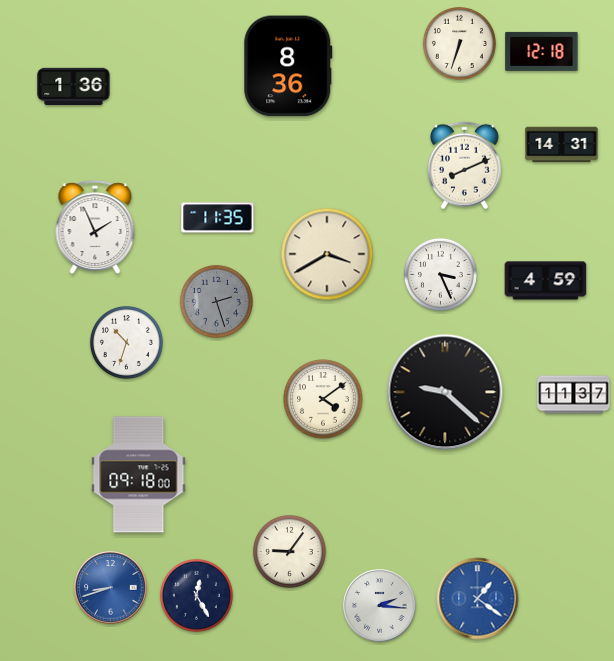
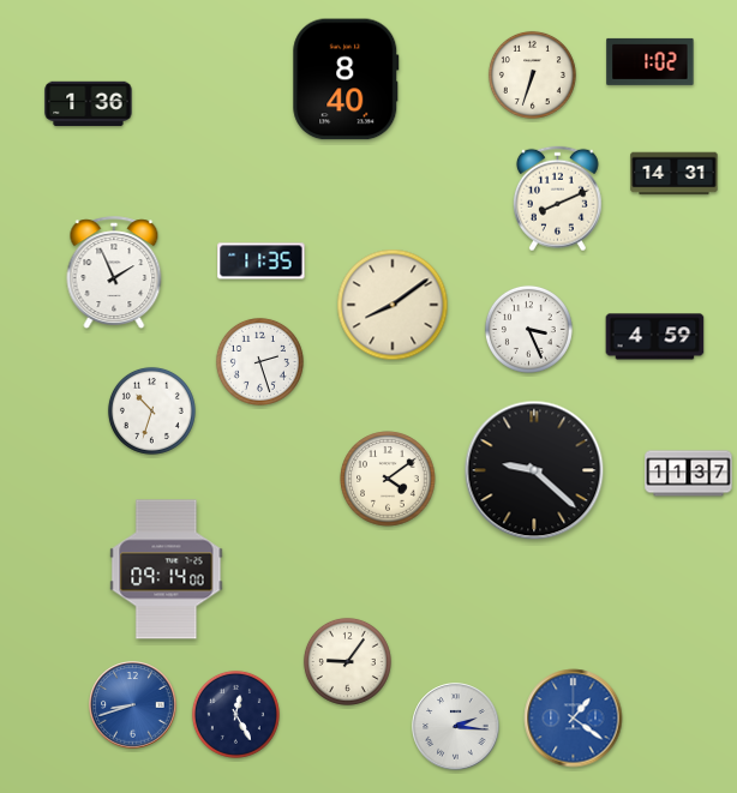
clock at (459, 43) position: (459, 43) -> (532, 74)
clock at (542, 51): 12:18 -> 1:02
clock at (288, 66): 8:36 -> 8:40
clock at (327, 254): 3:40 -> 8:09
clock at (216, 301) dial: grey -> white
clock at (139, 475): 09:18 -> 09:14
